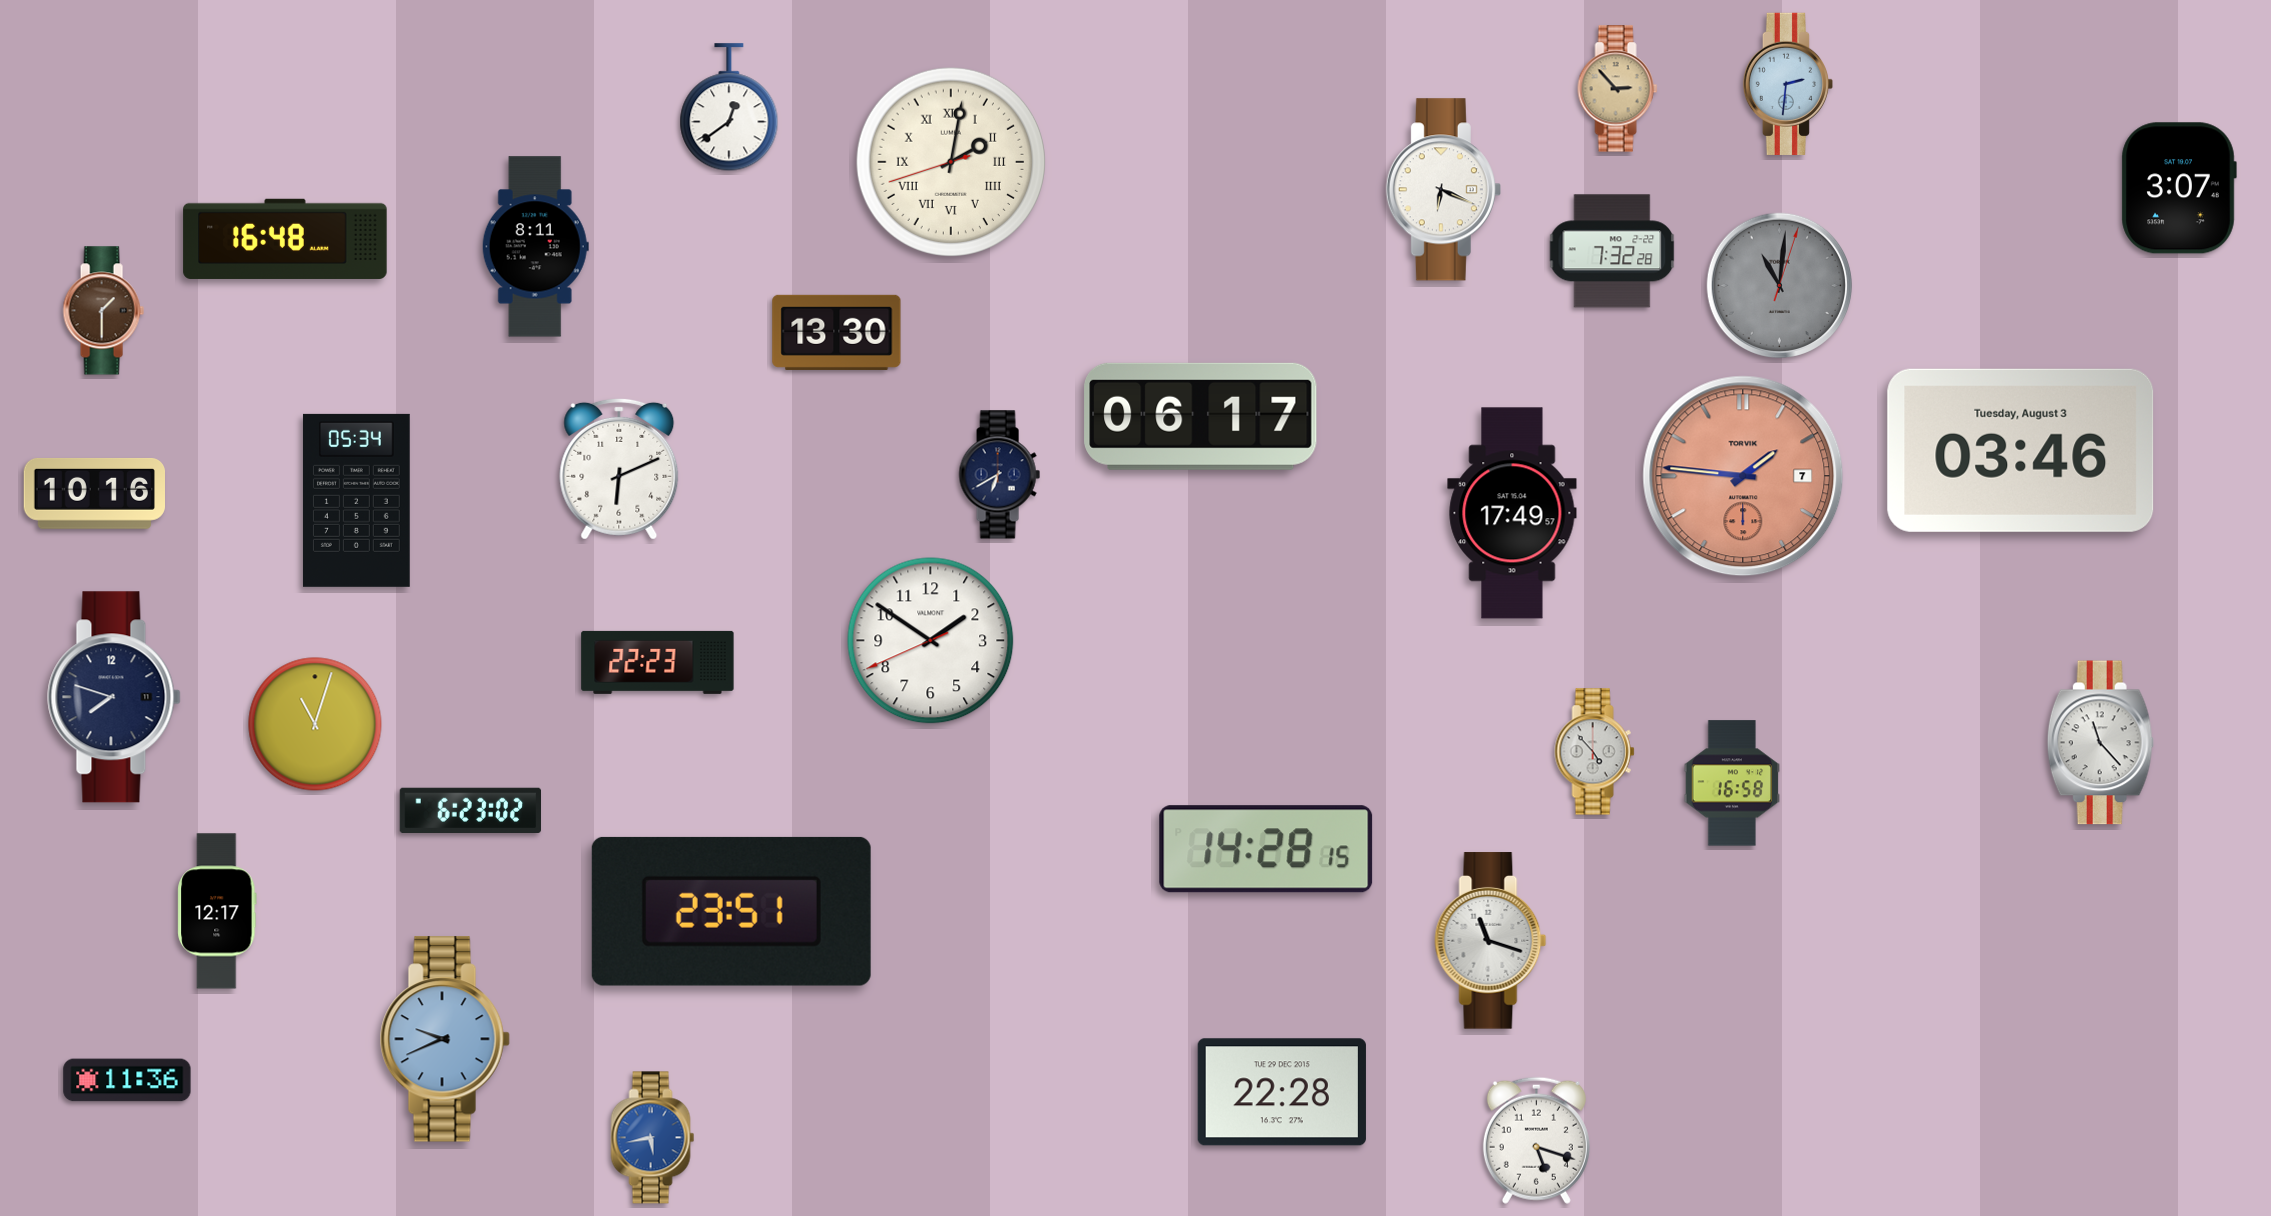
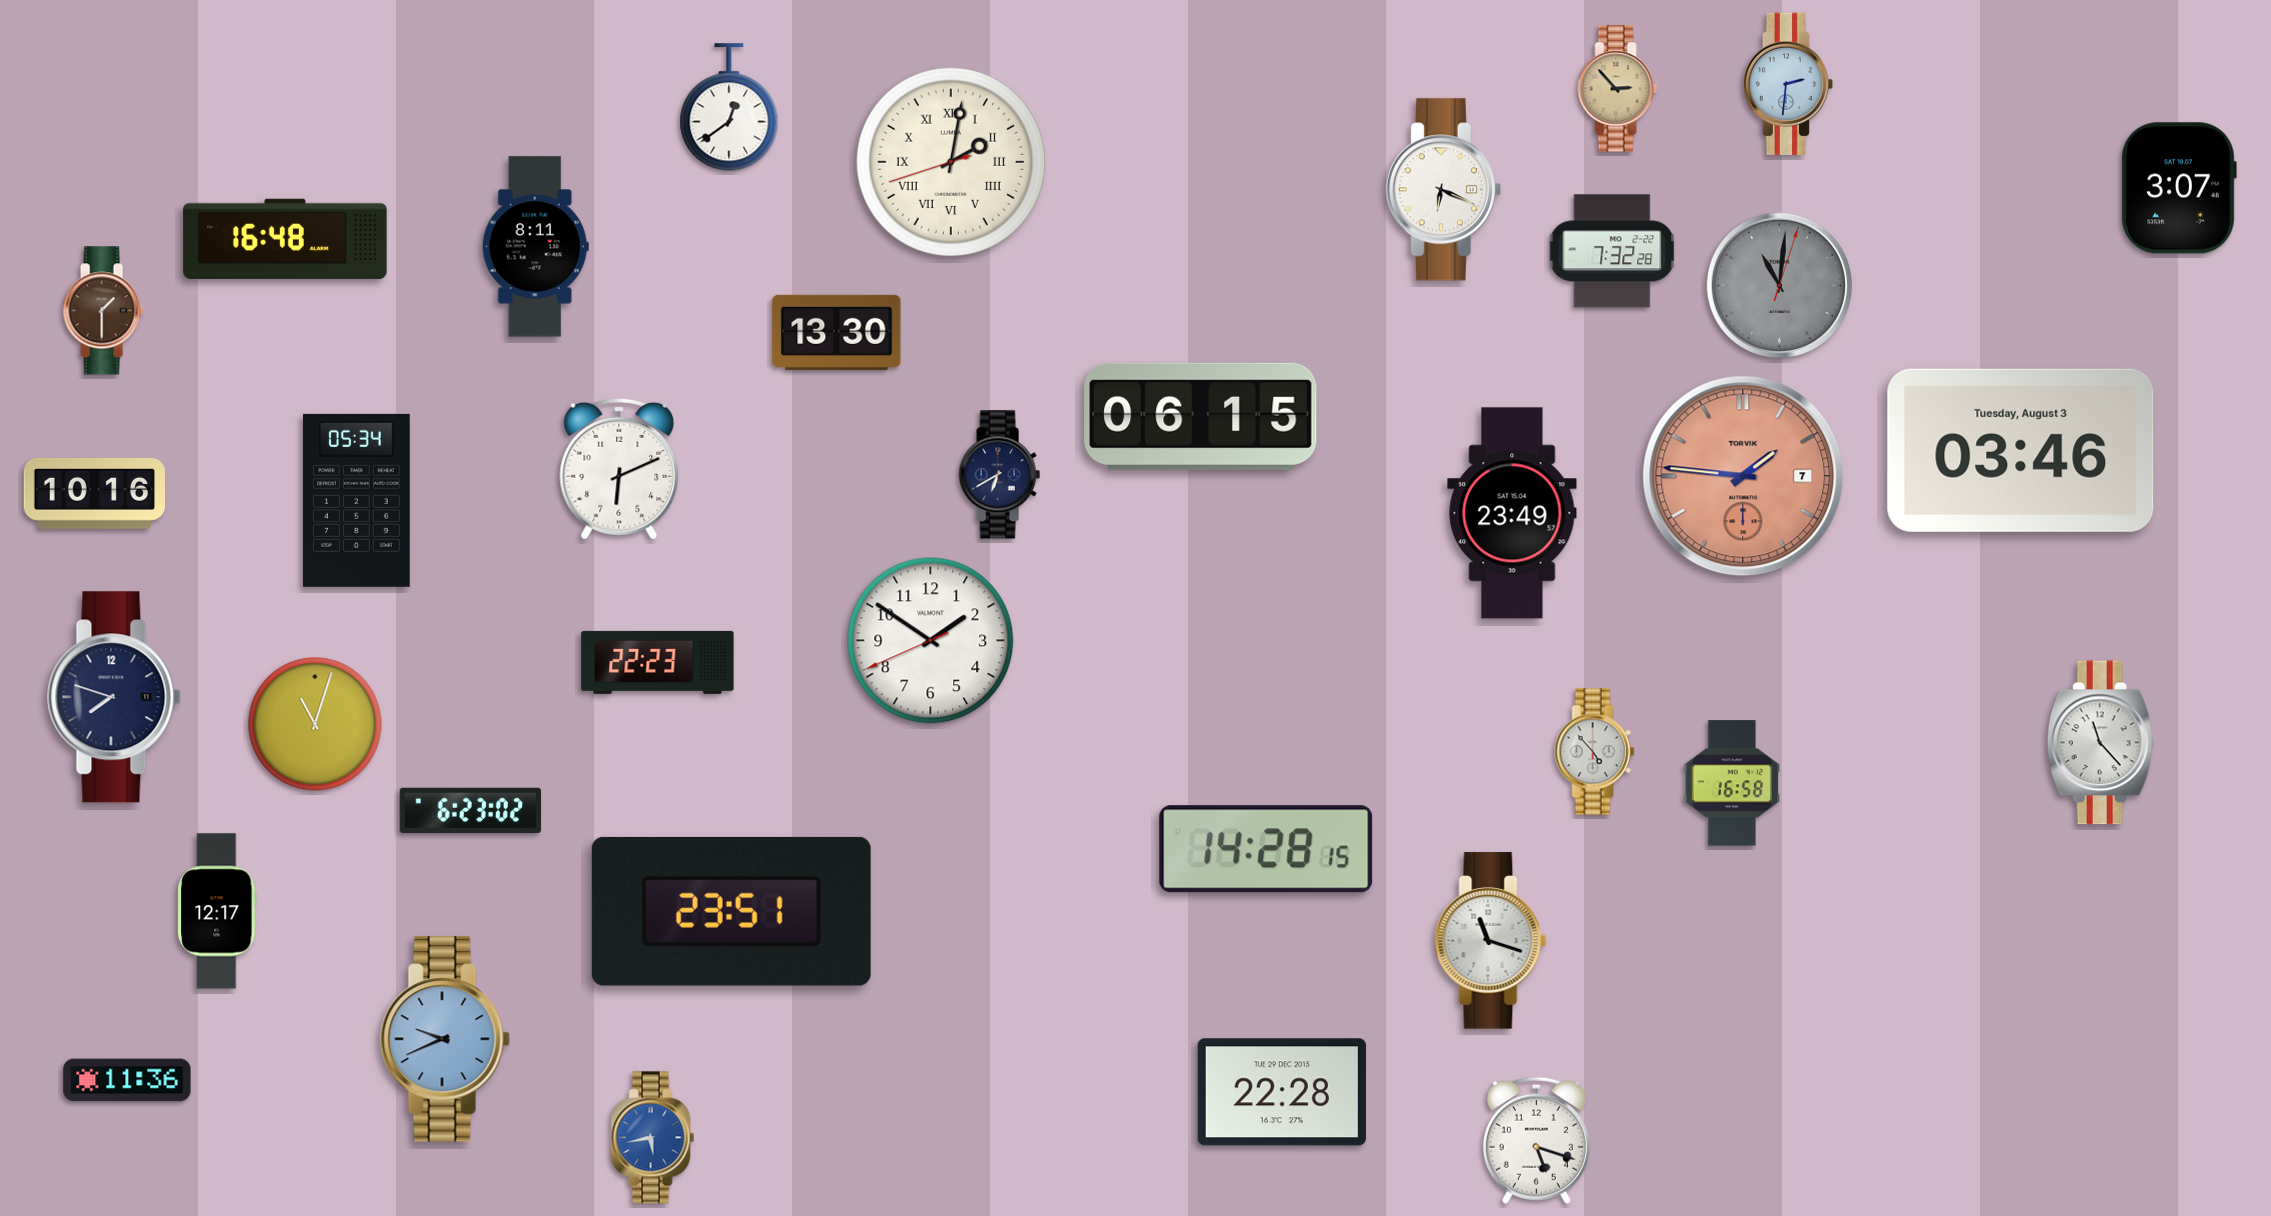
clock at (1201, 416): 06:17 -> 06:15
clock at (1512, 513): 17:49 -> 23:49
